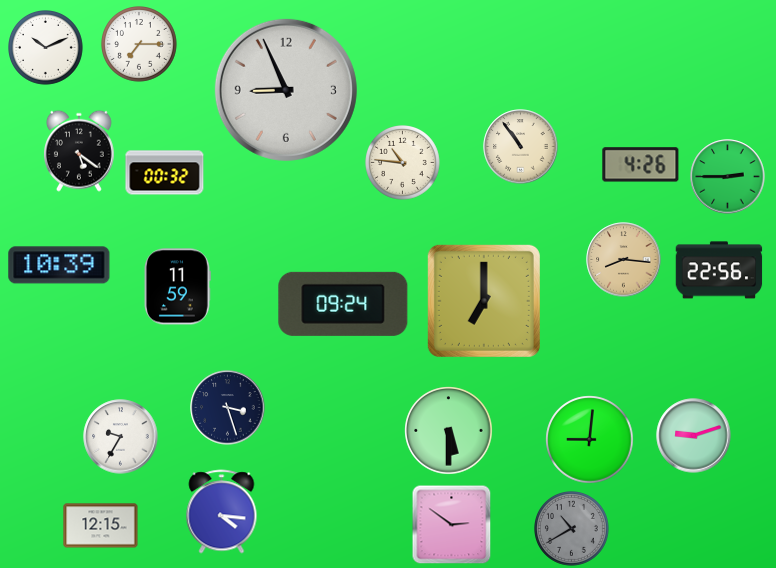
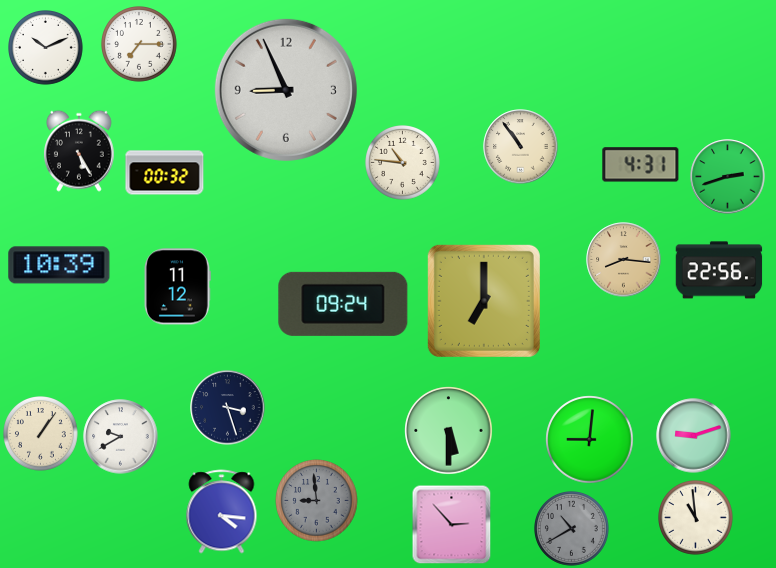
clock at (80, 151): 5:21 -> 5:25
clock at (641, 165): 4:26 -> 4:31
clock at (728, 177): 2:45 -> 2:42
clock at (178, 287): 11:59 -> 11:12
clock at (41, 434): none -> 1:06
clock at (121, 437): 9:35 -> 9:40
clock at (317, 501): none -> 8:59
clock at (696, 518): none -> 10:59
clock at (452, 525): 2:51 -> 2:53
clock at (101, 526): 12:15 -> none
